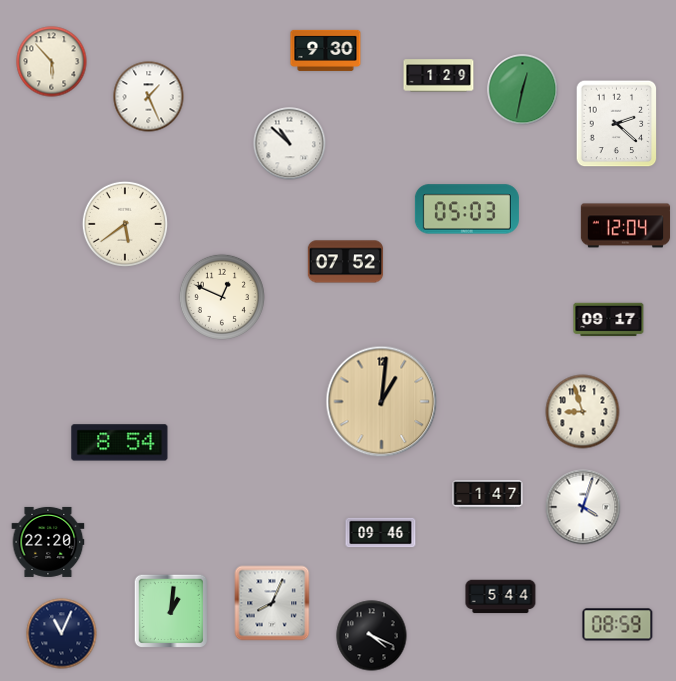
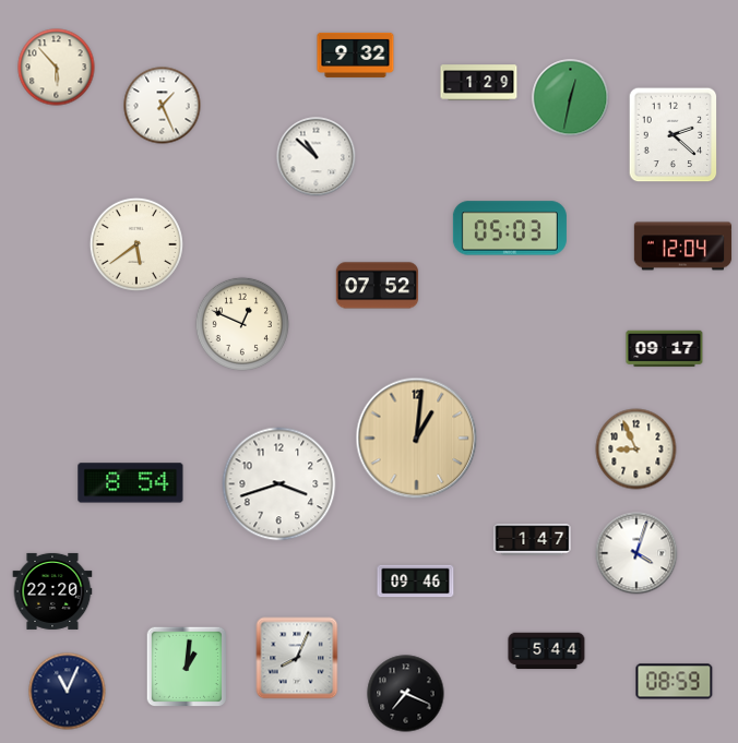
clock at (326, 50): 9:30 -> 9:32
clock at (583, 412): 8:57 -> 8:56
clock at (279, 484): none -> 3:42
clock at (372, 636): 4:19 -> 7:19
